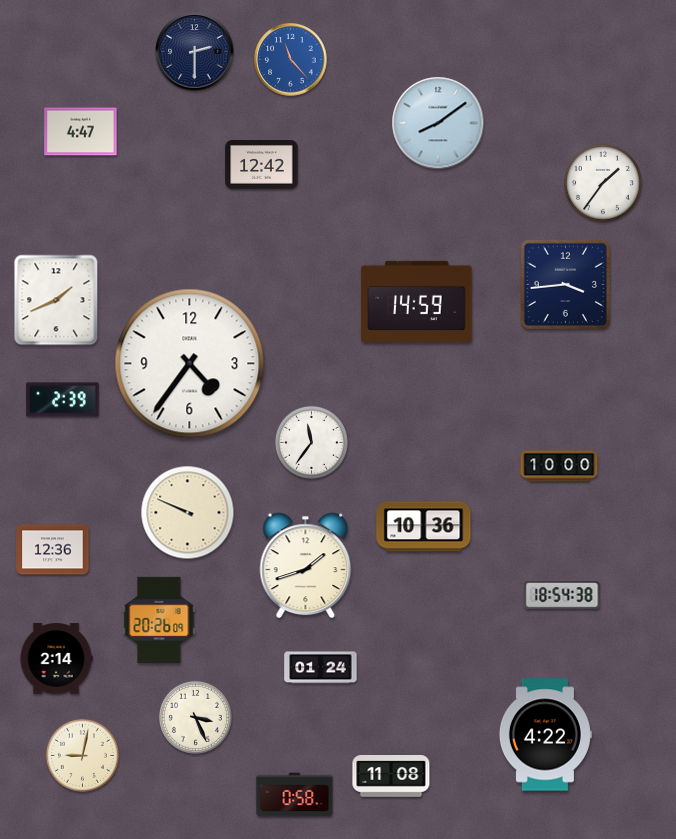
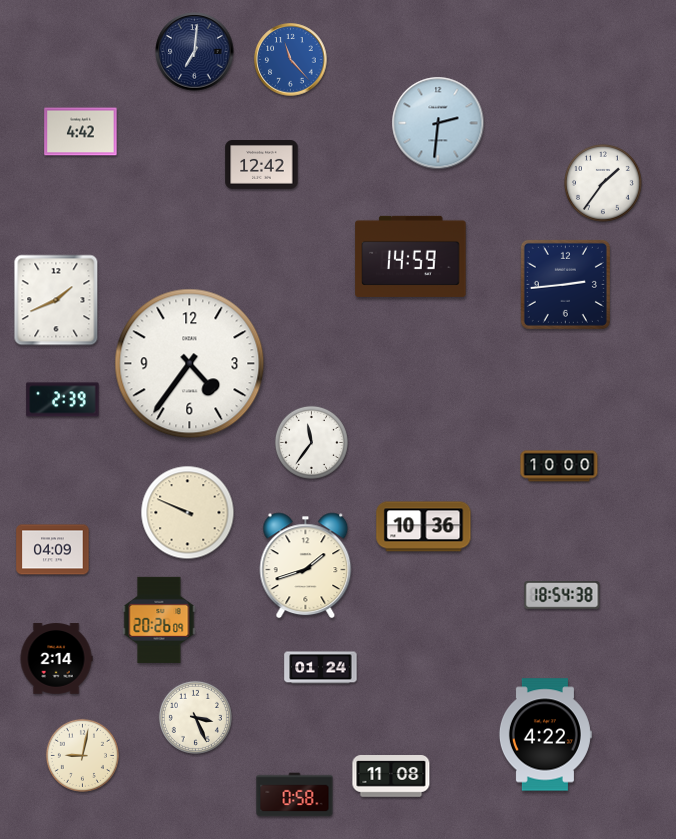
clock at (195, 52): 2:30 -> 7:01
clock at (438, 123): 8:09 -> 2:31
clock at (81, 132): 4:47 -> 4:42
clock at (565, 284): 3:44 -> 2:44
clock at (417, 301) position: (417, 301) -> (411, 256)
clock at (53, 550): 12:36 -> 04:09
